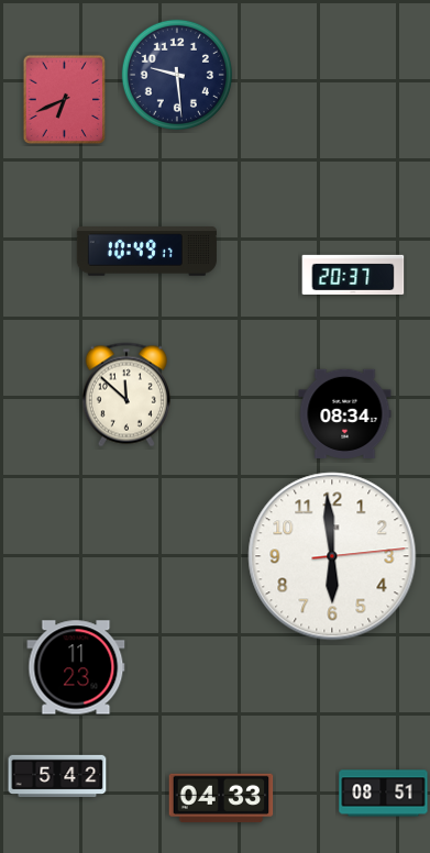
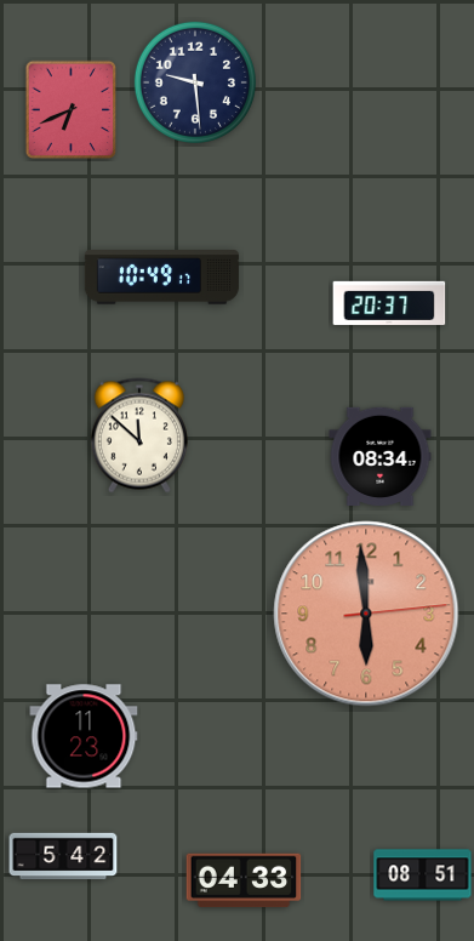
clock at (332, 556) dial: white -> salmon
